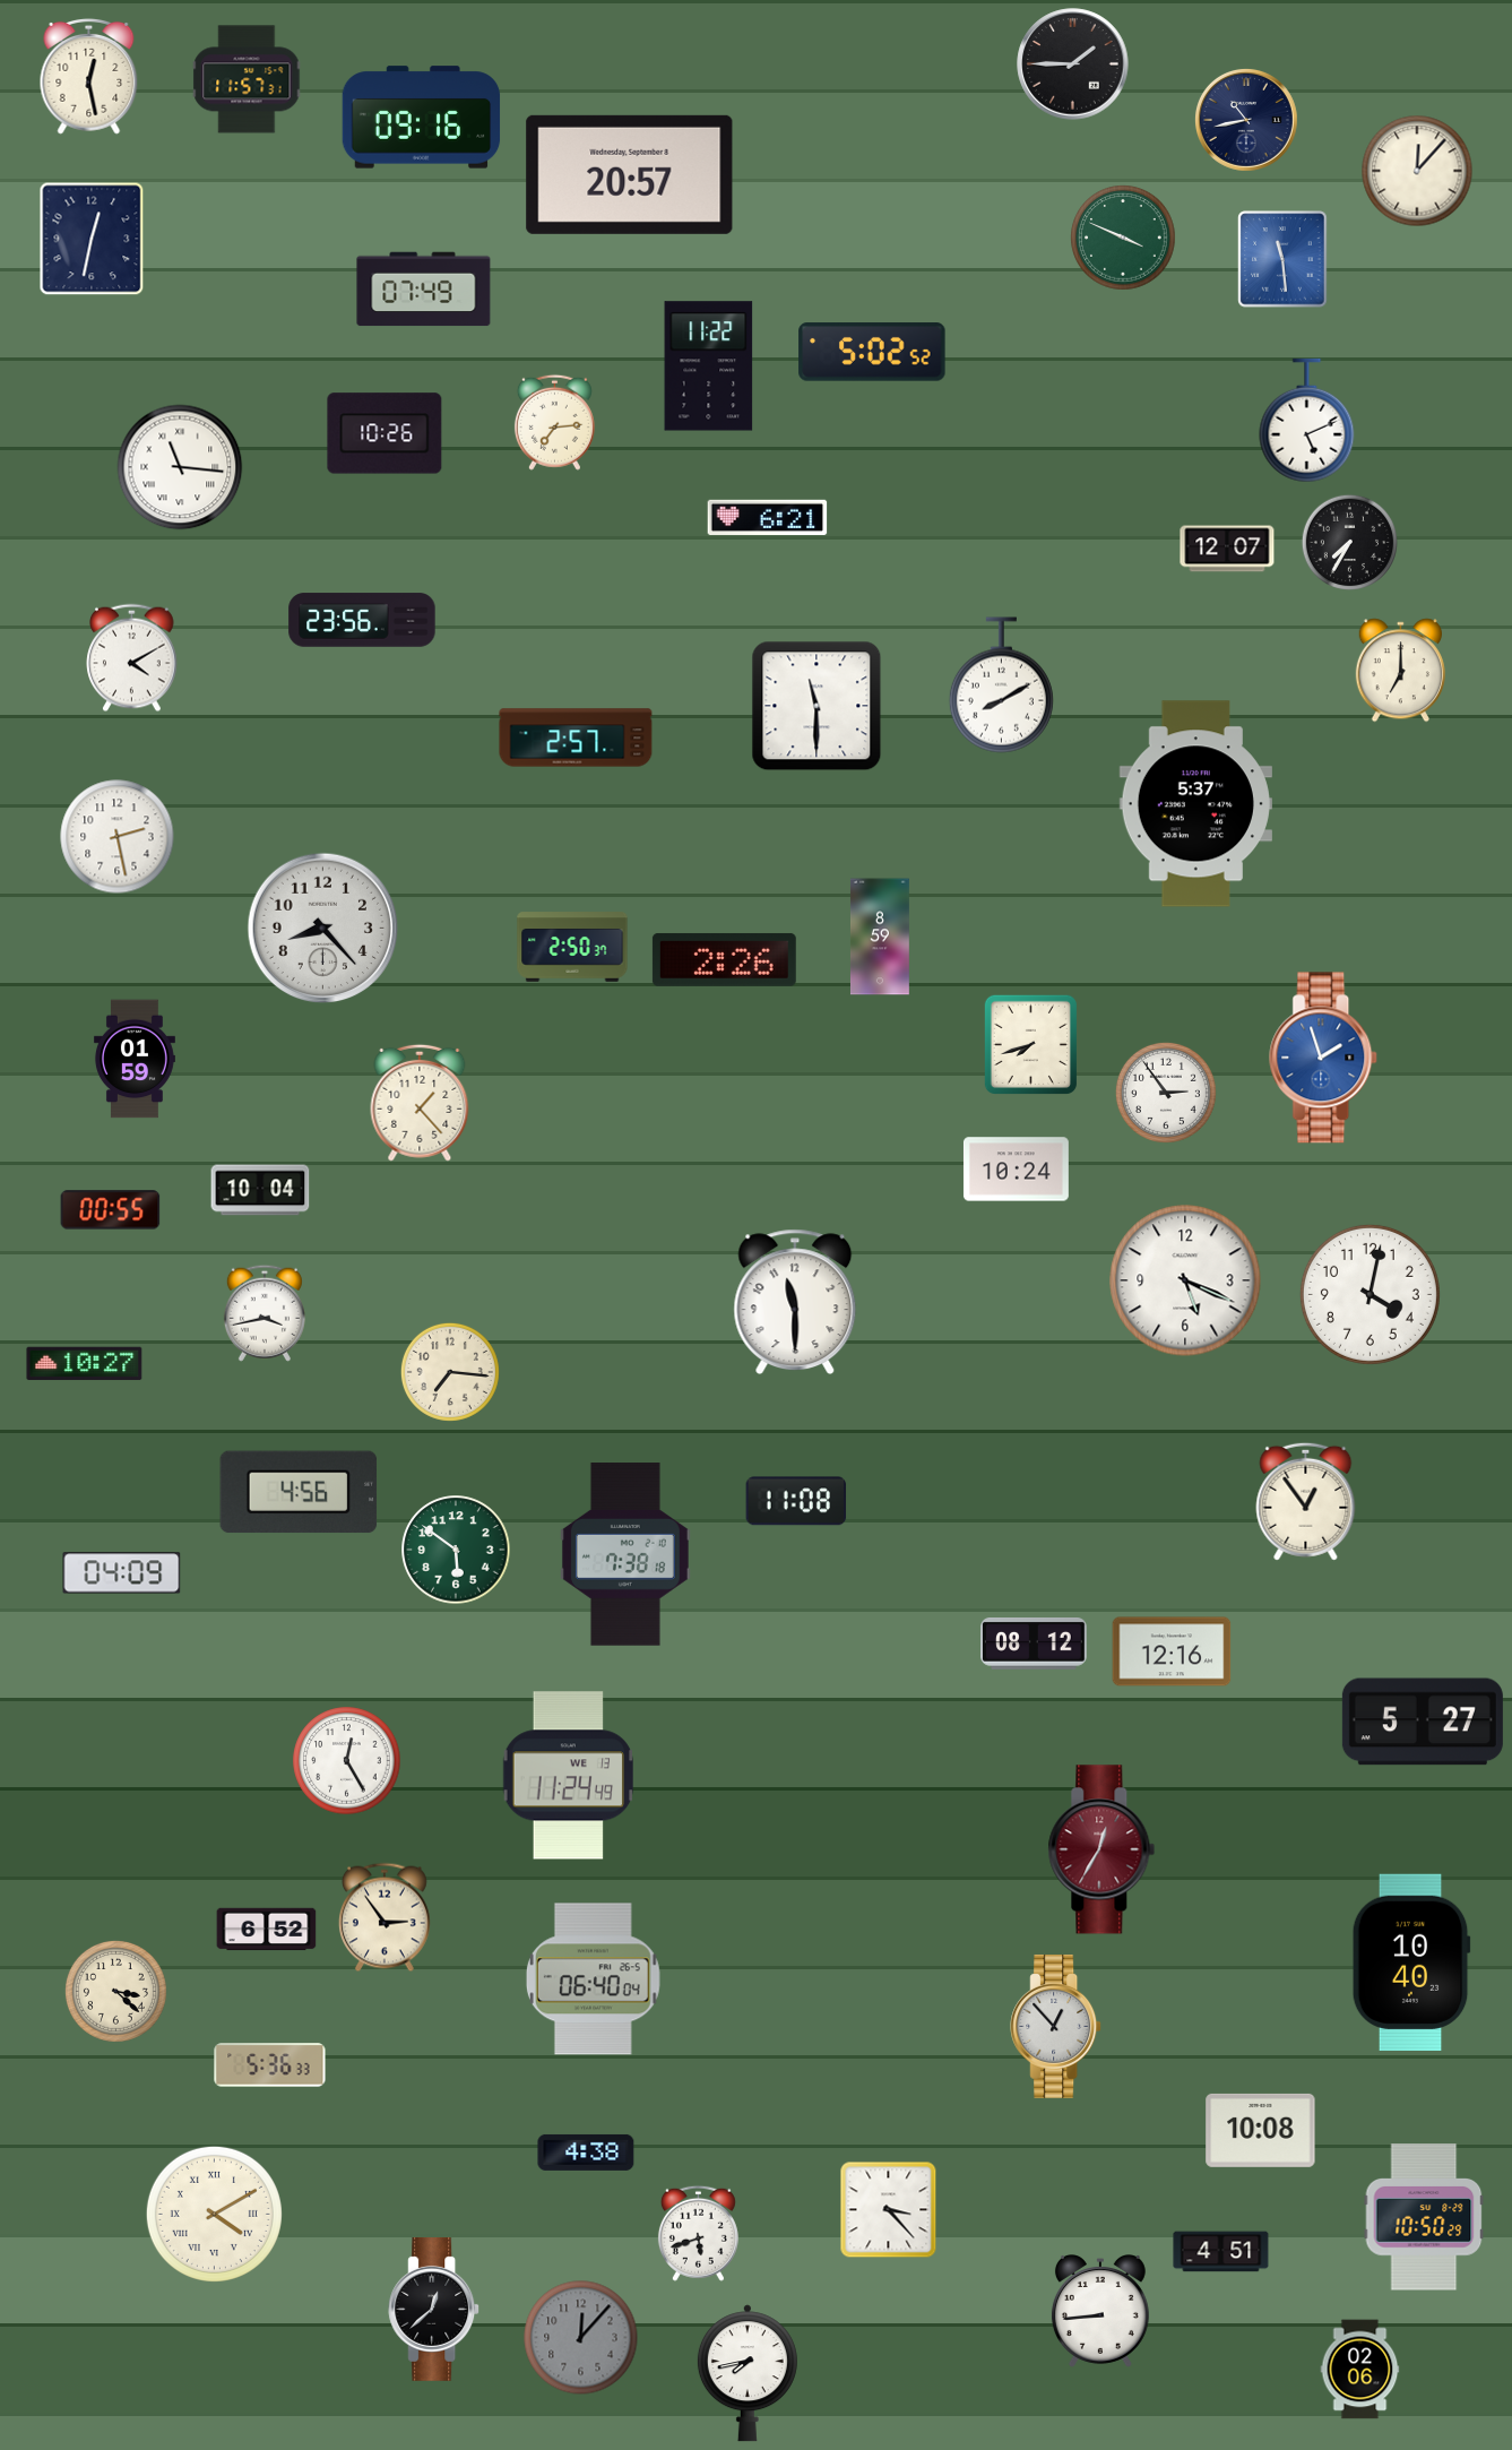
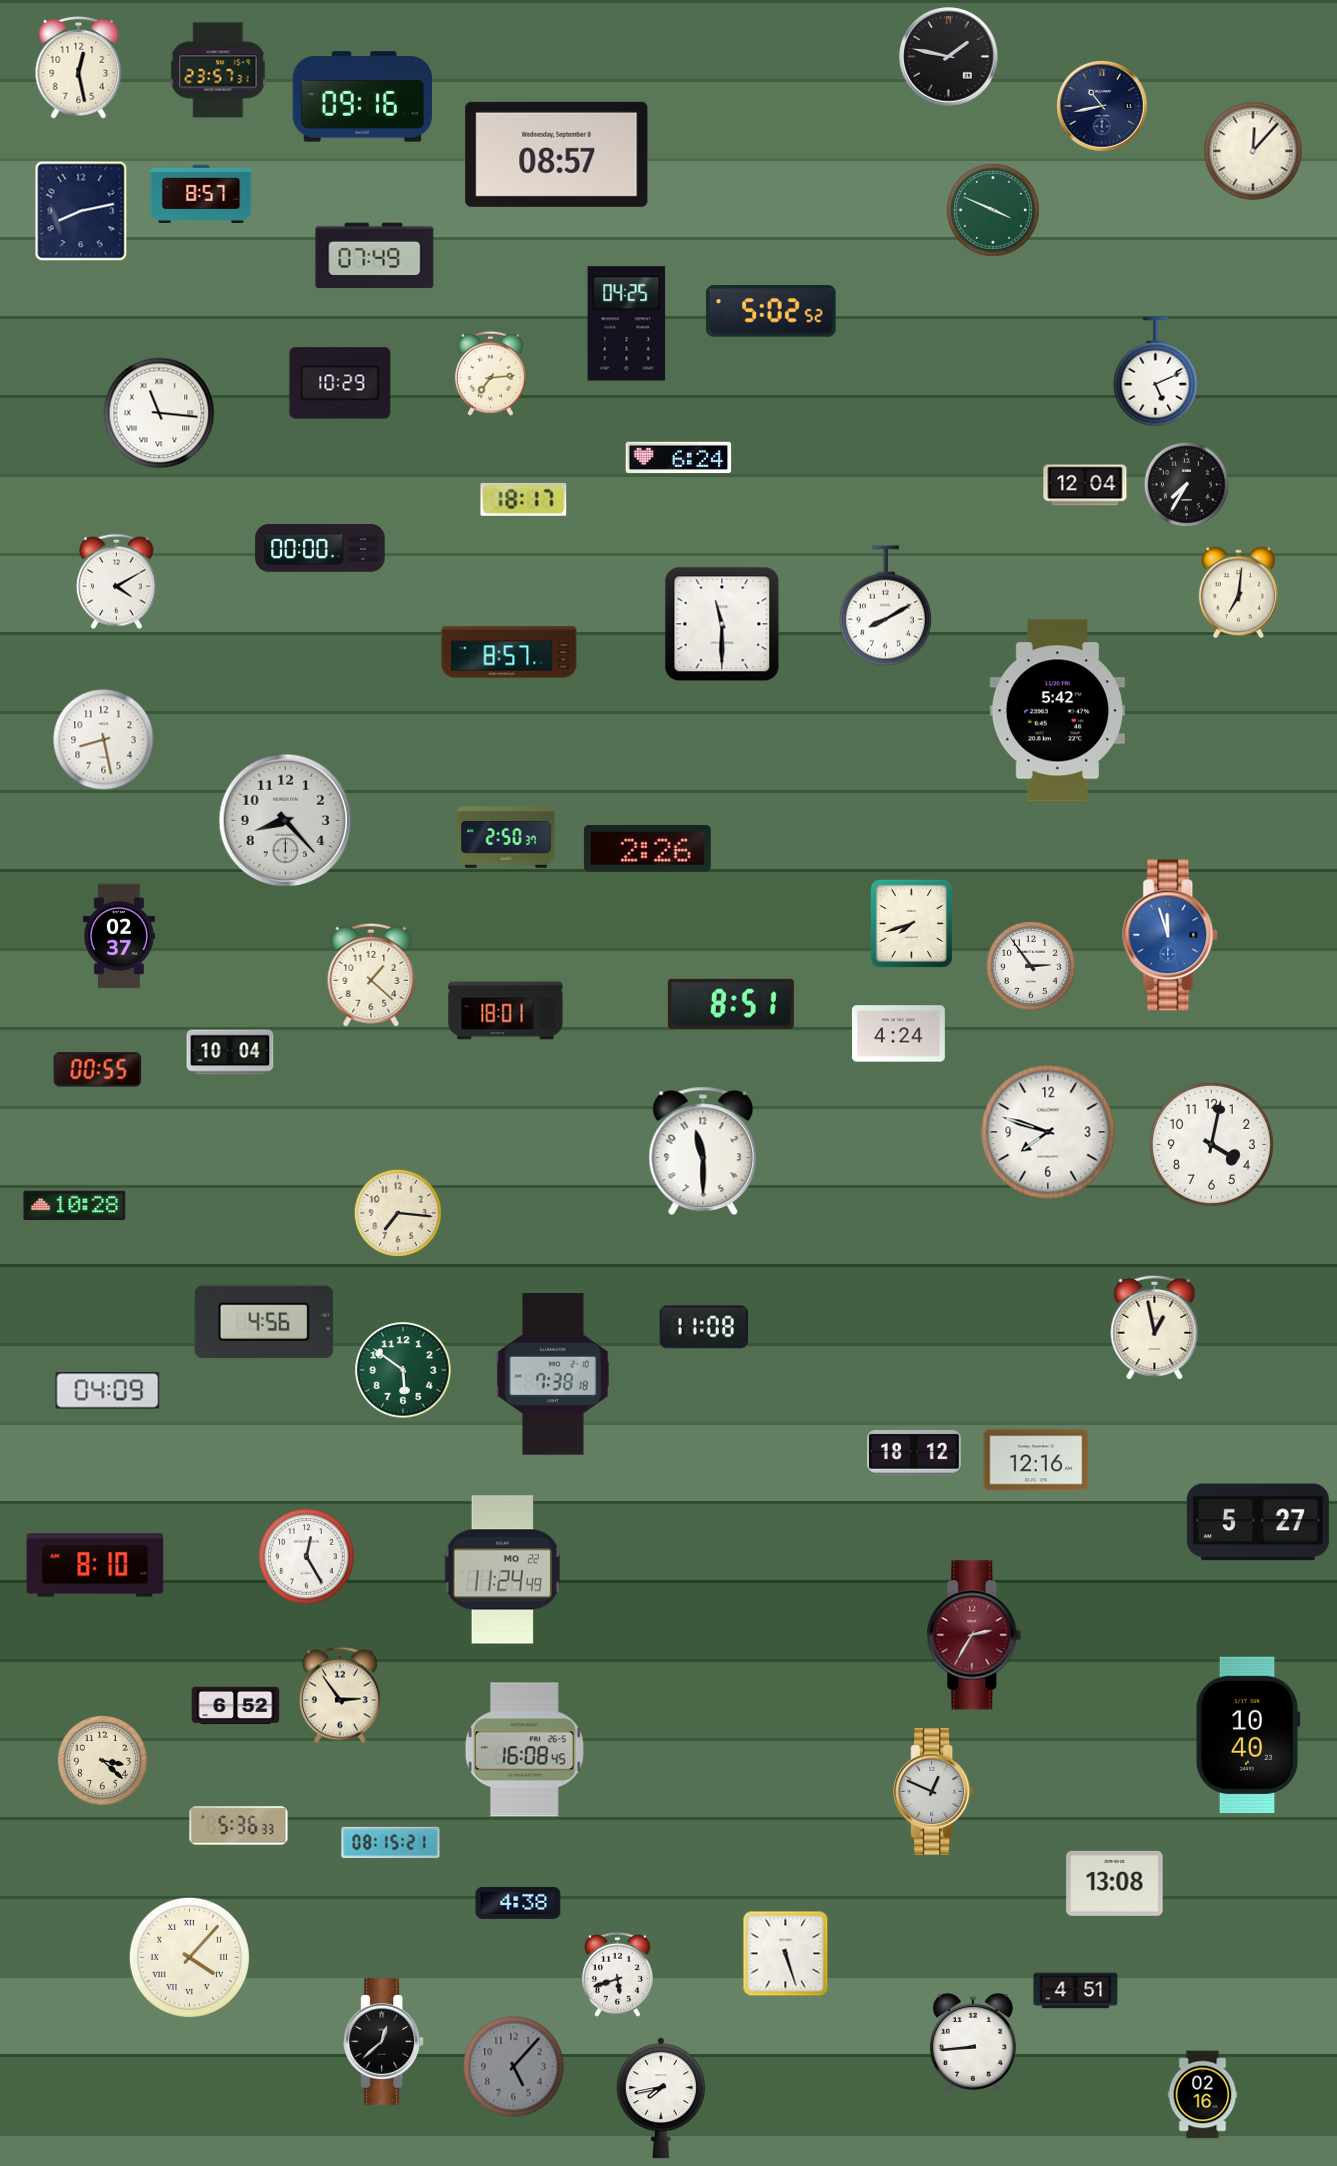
clock at (1073, 64): 1:45 -> 1:47
clock at (247, 79): 11:57 -> 23:57
clock at (422, 118) position: (422, 118) -> (363, 97)
clock at (630, 174): 20:57 -> 08:57
clock at (201, 193): none -> 8:57
clock at (92, 239): 12:32 -> 8:13
clock at (1282, 259): 11:29 -> none
clock at (709, 366): 11:22 -> 04:25
clock at (385, 433): 10:26 -> 10:29
clock at (768, 518): 6:21 -> 6:24
clock at (1349, 542) position: (1349, 542) -> (1186, 484)
clock at (1227, 549): 12:07 -> 12:04
clock at (524, 499): none -> 18:17
clock at (362, 620): 23:56 -> 00:00
clock at (1400, 671): 7:00 -> 7:01
clock at (576, 737): 2:57 -> 8:57
clock at (1195, 804): 5:37 -> 5:42
clock at (118, 837): 2:28 -> 8:28
clock at (880, 937): 8:59 -> none
clock at (724, 959) position: (724, 959) -> (647, 848)
clock at (1324, 1058): 1:57 -> 11:57
clock at (135, 1059): 01:59 -> 02:37
clock at (420, 1103): 1:23 -> 1:22
clock at (731, 1004): none -> 8:51
clock at (506, 1011): none -> 18:01
clock at (1016, 1170): 10:24 -> 4:24
clock at (1185, 1280): 5:19 -> 7:48
clock at (265, 1313): 3:43 -> none
clock at (85, 1364): 10:27 -> 10:28
clock at (299, 1492) position: (299, 1492) -> (264, 1322)
clock at (1306, 1501): 12:54 -> 12:58
clock at (1035, 1645): 08:12 -> 18:12
clock at (95, 1565): none -> 8:10
clock at (569, 1776) date: WE 13 -> MO 22
clock at (1101, 1849): 12:35 -> 2:35
clock at (593, 1979): 06:40 -> 16:08
clock at (1056, 2026): 12:53 -> 12:49
clock at (391, 1843): none -> 08:15
clock at (1261, 2130): 10:08 -> 13:08
clock at (889, 2210): 3:23 -> 5:27
clock at (214, 2214): 4:10 -> 4:07
clock at (1424, 2217): 10:50 -> none
clock at (1221, 2252) position: (1221, 2252) -> (1076, 1991)
clock at (581, 2338): 12:07 -> 5:07
clock at (1360, 2370): 02:06 -> 02:16
